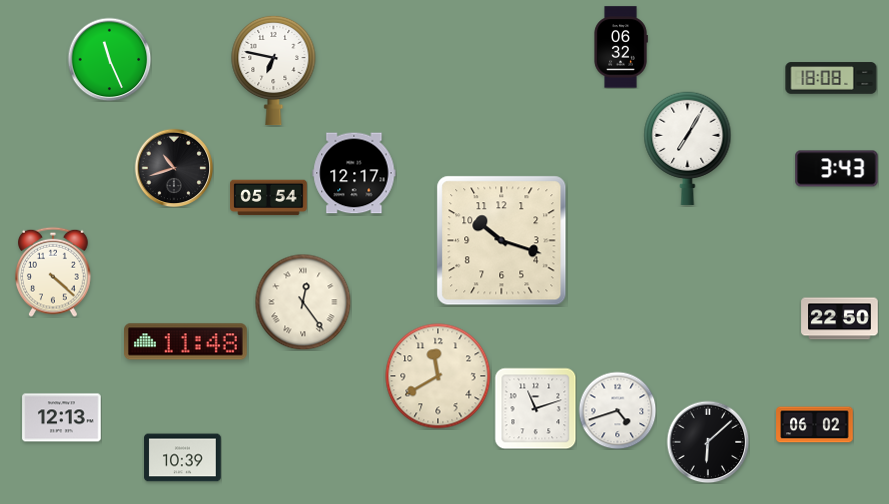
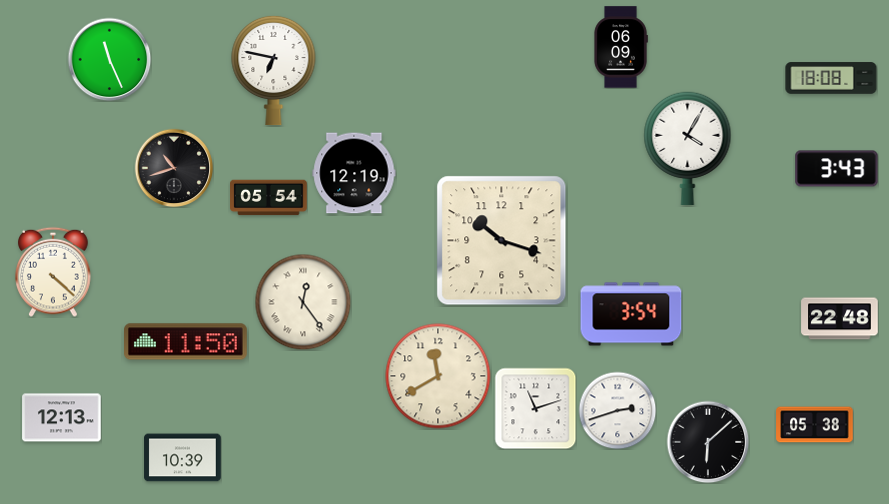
clock at (621, 47): 06:32 -> 06:09
clock at (688, 148): 7:05 -> 4:05
clock at (354, 173): 12:17 -> 12:19
clock at (631, 314): none -> 3:54
clock at (840, 319): 22:50 -> 22:48
clock at (186, 342): 11:48 -> 11:50
clock at (617, 410): 4:42 -> 2:42
clock at (815, 425): 06:02 -> 05:38
